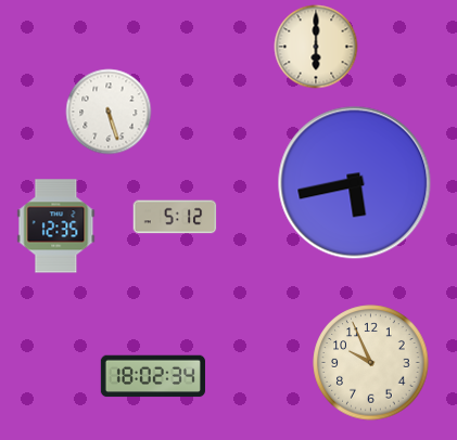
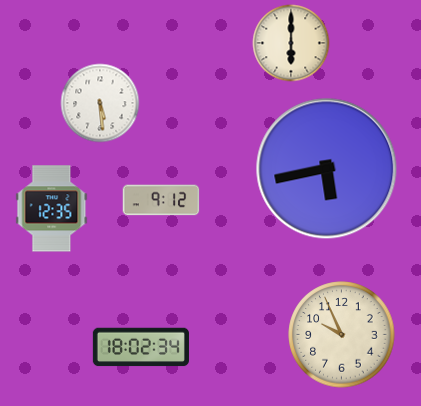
clock at (109, 112): 5:27 -> 5:29
clock at (175, 217): 5:12 -> 9:12
